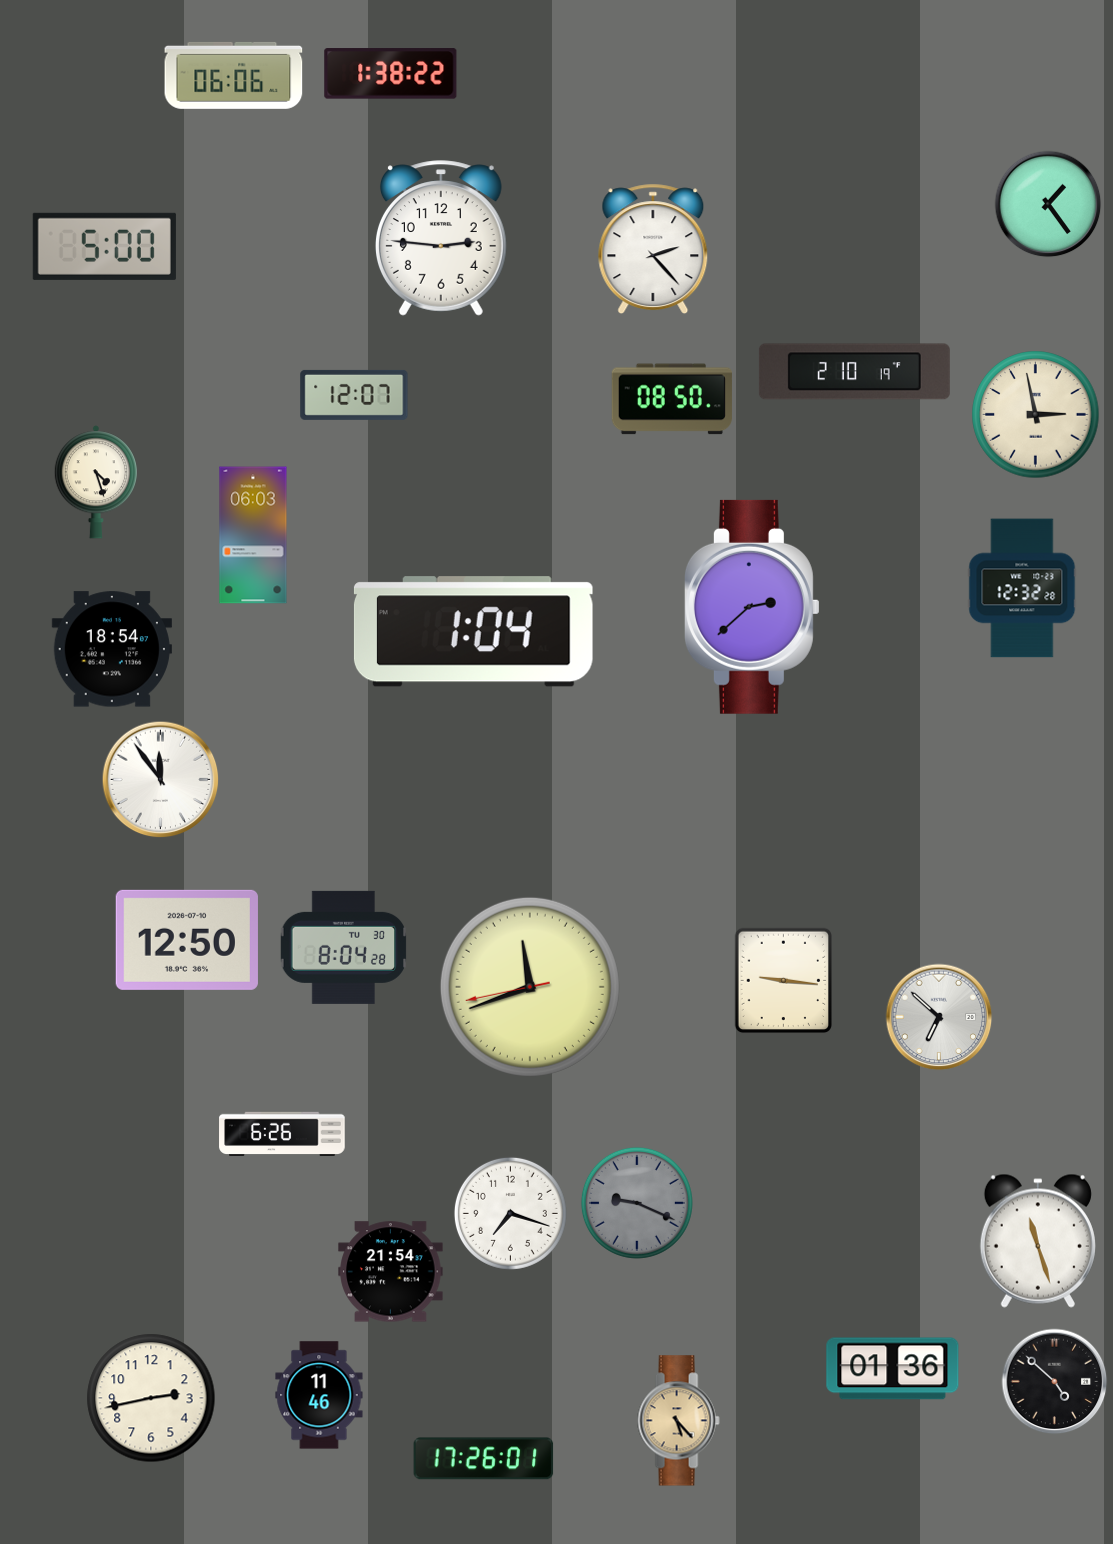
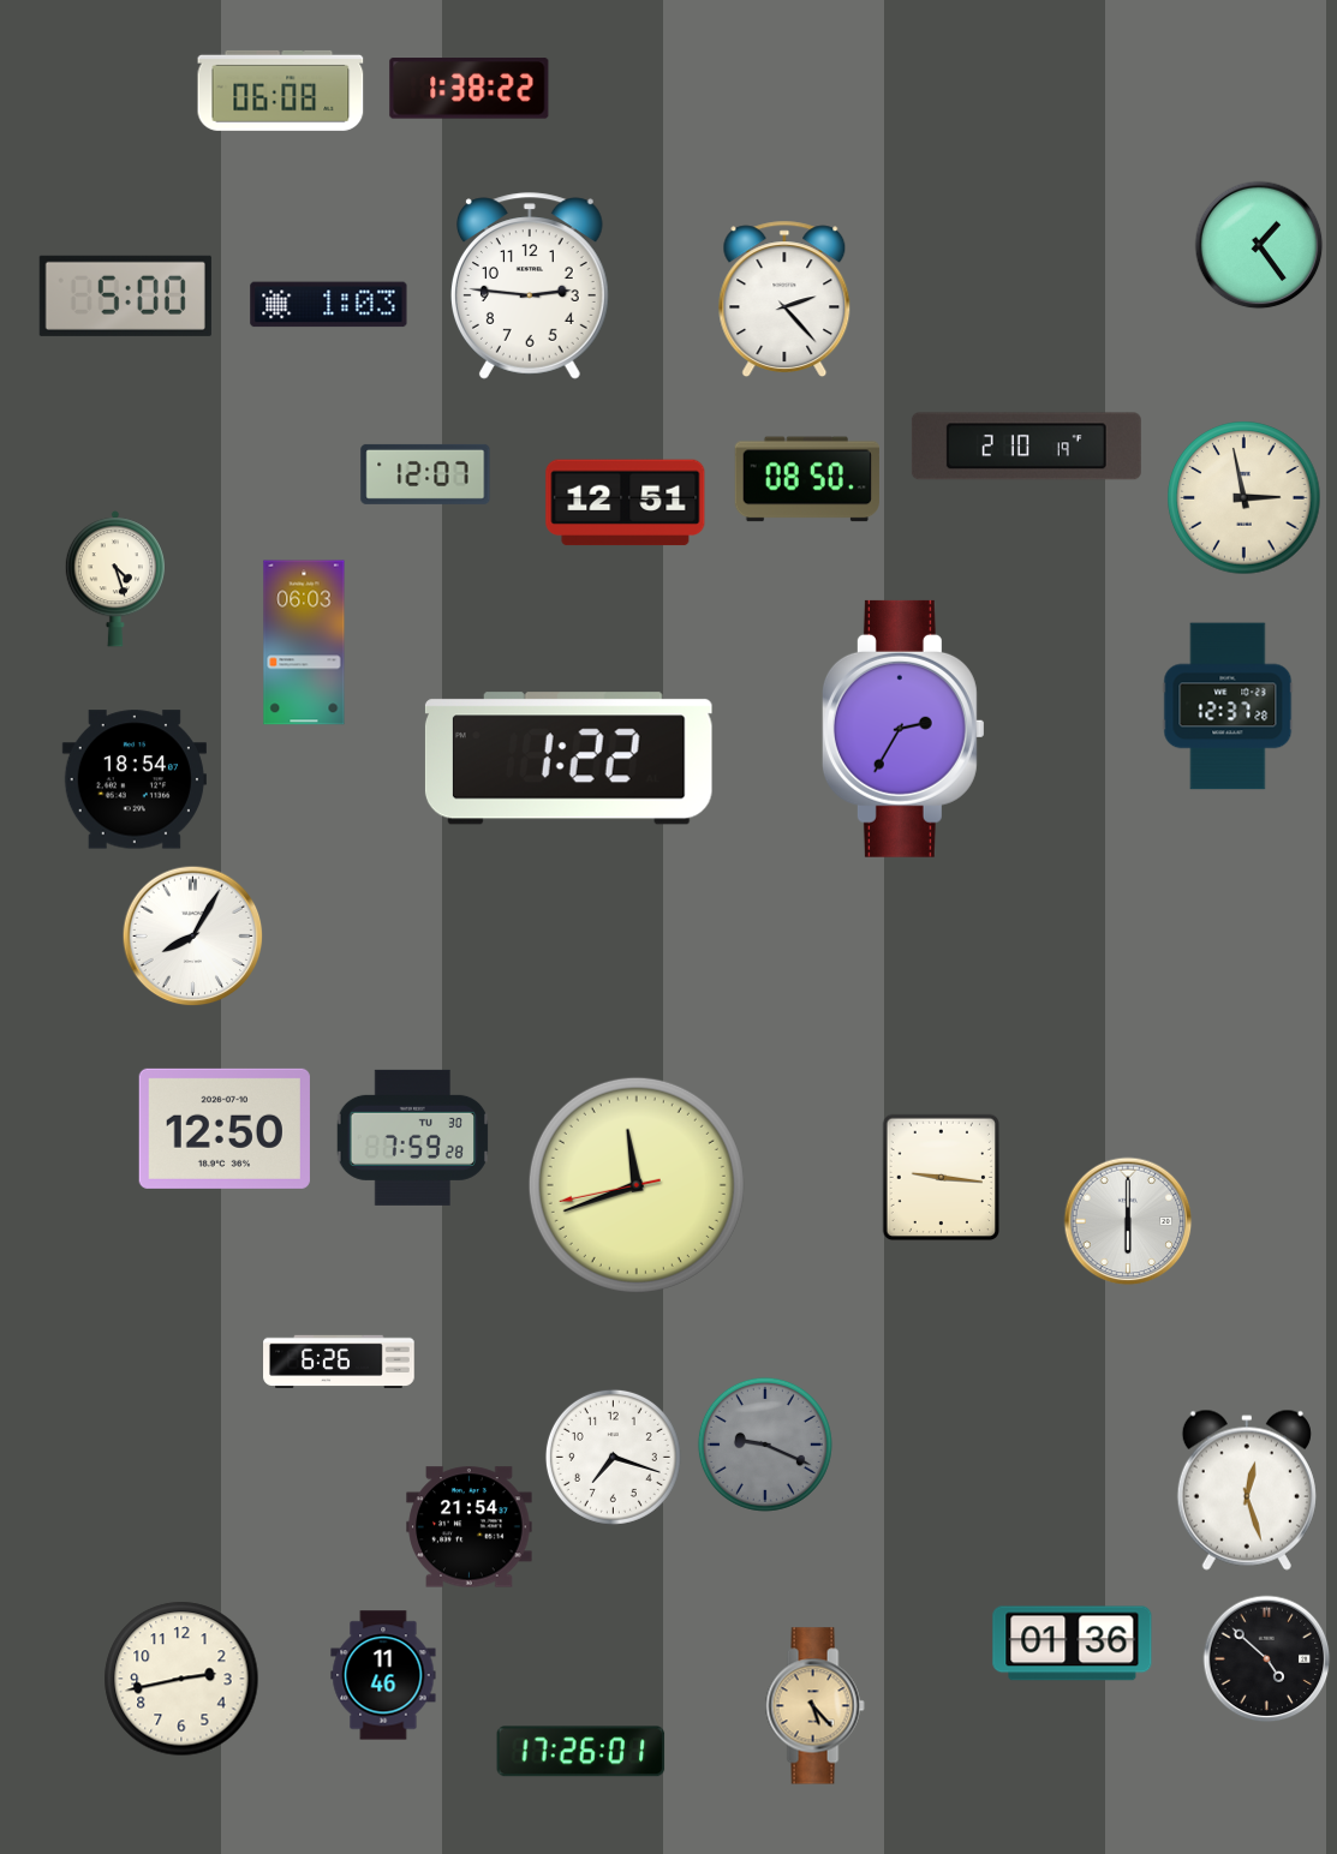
clock at (234, 75): 06:06 -> 06:08
clock at (329, 305): none -> 1:03
clock at (626, 503): none -> 12:51
clock at (1022, 588): 12:32 -> 12:37
clock at (752, 607): 2:38 -> 2:35
clock at (473, 632): 1:04 -> 1:22
clock at (161, 780): 11:54 -> 8:05
clock at (344, 947): 8:04 -> 7:59
clock at (939, 1017): 6:52 -> 6:00
clock at (1038, 1241): 11:27 -> 12:27
